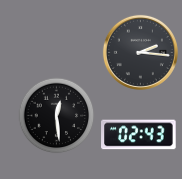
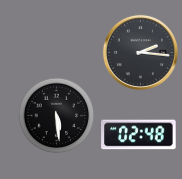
clock at (57, 116): 12:29 -> 5:29
clock at (139, 135): 02:43 -> 02:48
